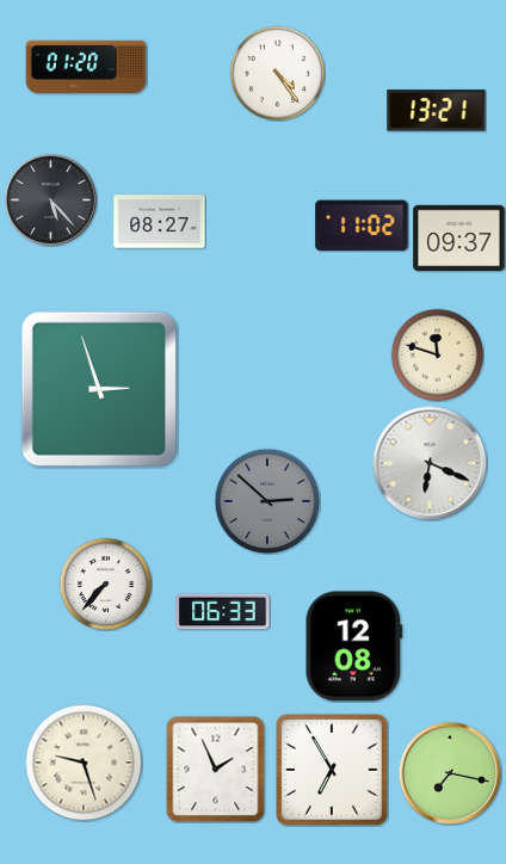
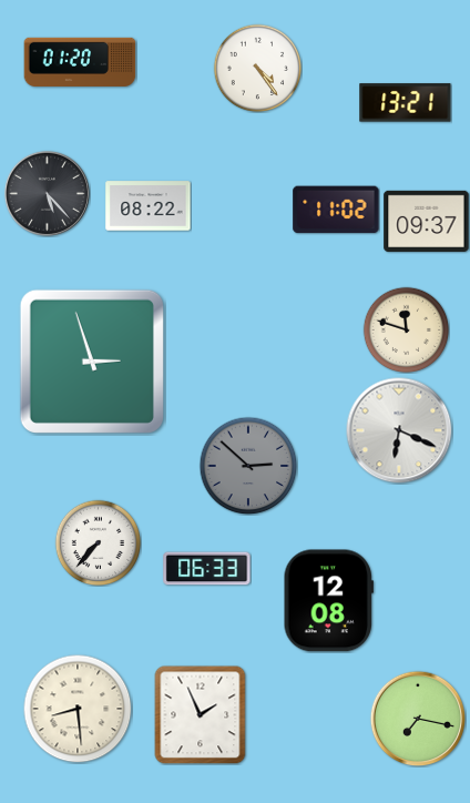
clock at (50, 199) position: (50, 199) -> (47, 193)
clock at (160, 222): 08:27 -> 08:22
clock at (84, 763): 9:27 -> 8:29
clock at (333, 771): 6:55 -> none
